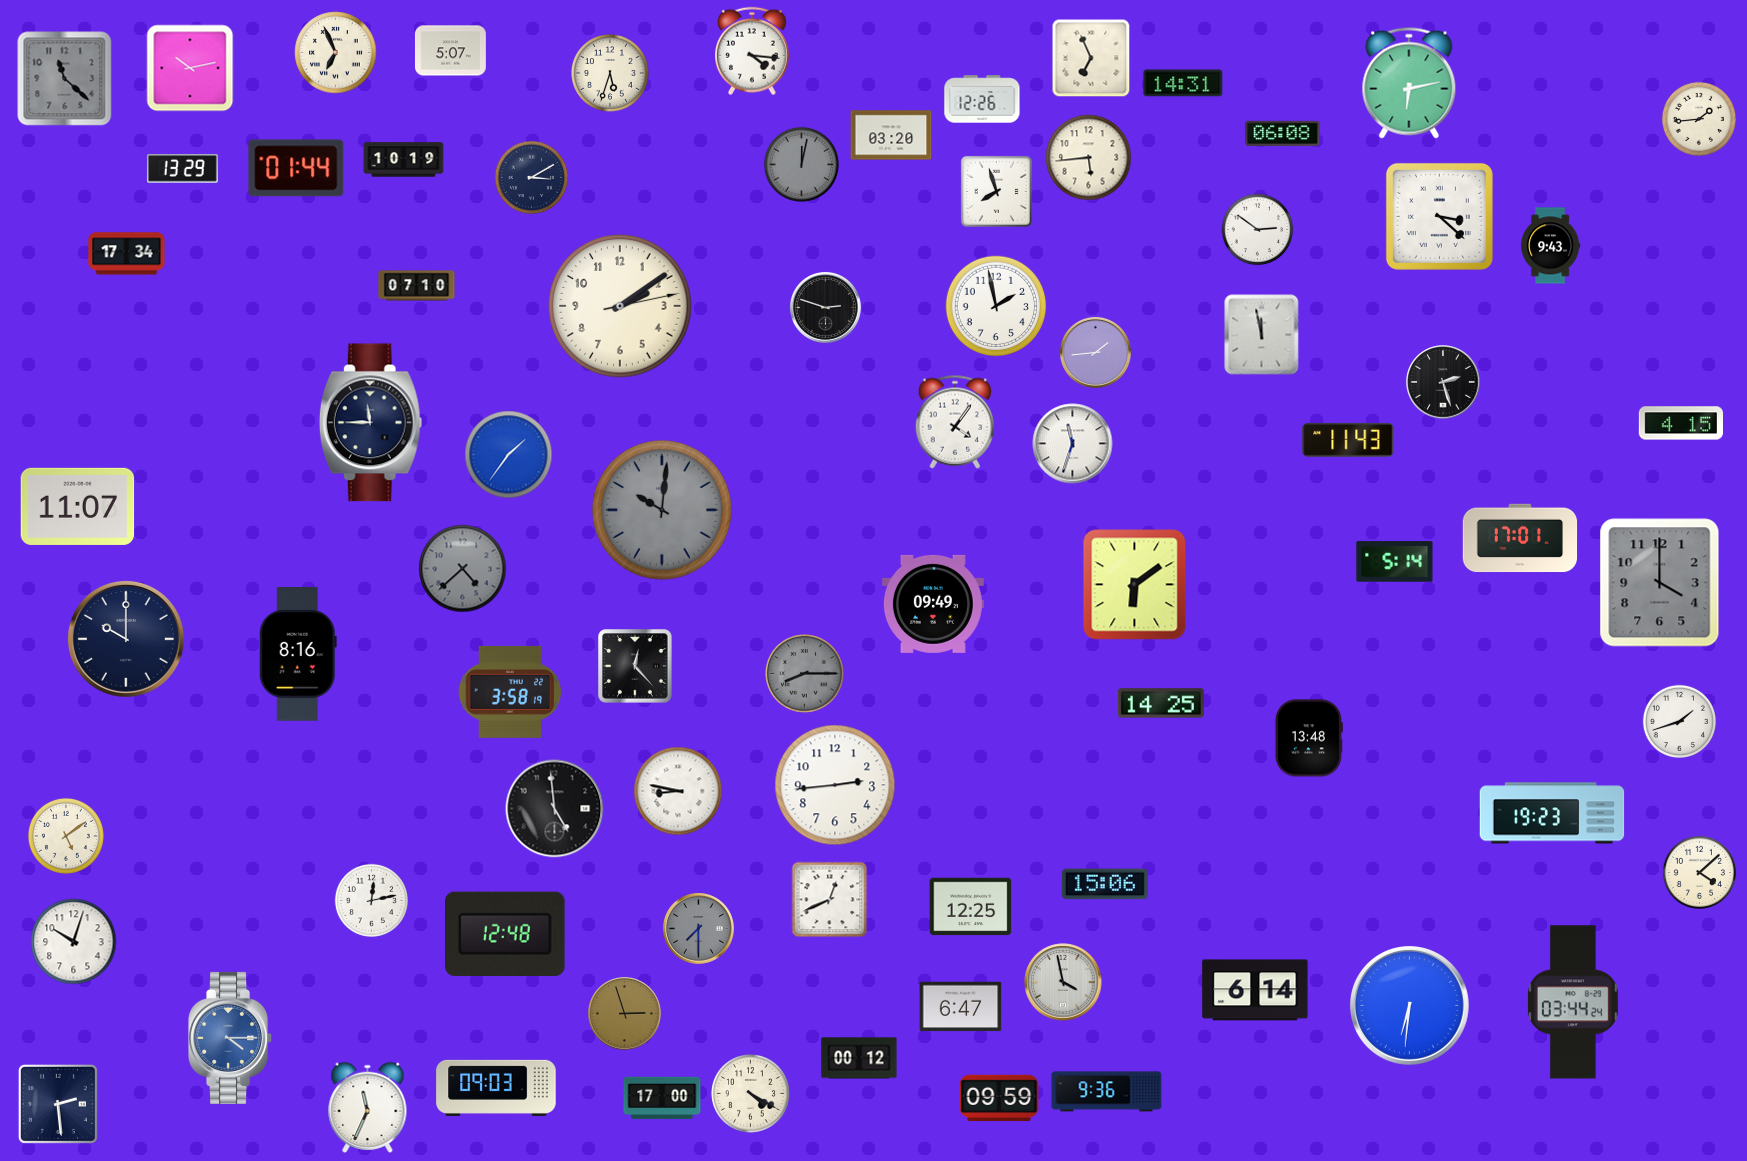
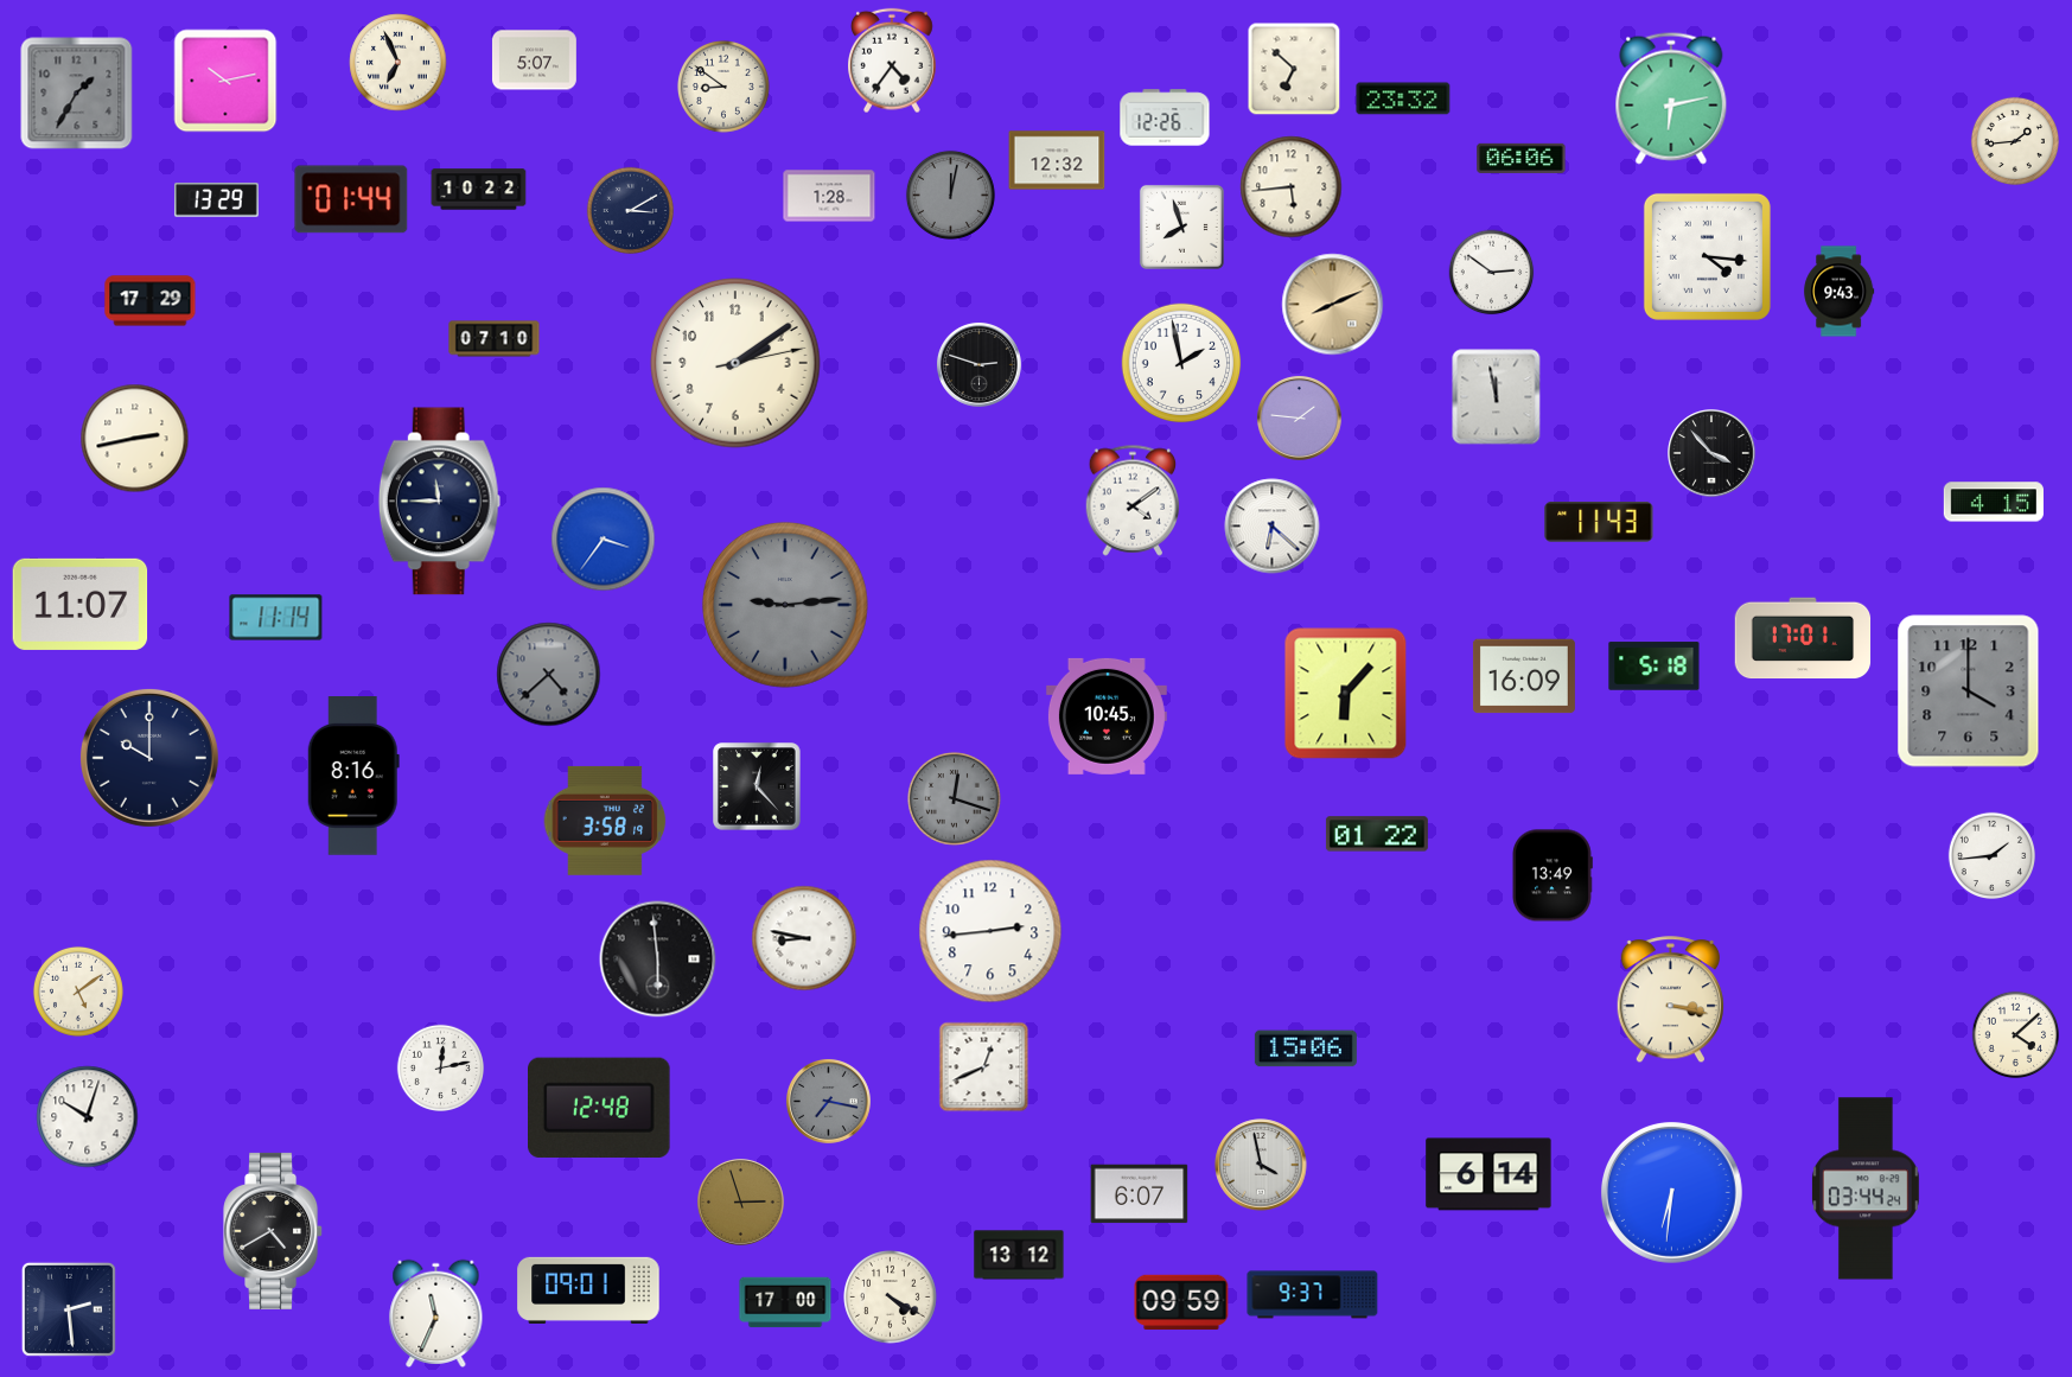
clock at (753, 51): 4:16 -> 4:36
clock at (1091, 58): 6:56 -> 6:52
clock at (610, 73): 5:33 -> 8:51
clock at (65, 79): 11:22 -> 1:35
clock at (1183, 83): 14:31 -> 23:32
clock at (1283, 133): 06:08 -> 06:06
clock at (891, 135): 03:20 -> 12:32
clock at (404, 160): 10:19 -> 10:22
clock at (829, 196): none -> 1:28
clock at (1439, 216): 3:22 -> 4:16
clock at (127, 254): 17:34 -> 17:29
clock at (1333, 305): none -> 8:11
clock at (1096, 353): 1:44 -> 1:46
clock at (135, 439): none -> 2:43
clock at (1443, 382): 2:27 -> 3:53
clock at (955, 422): 4:06 -> 4:09
clock at (1073, 444): 11:33 -> 6:22
clock at (509, 455): 1:36 -> 3:36
clock at (78, 506) position: (78, 506) -> (81, 604)
clock at (662, 510): 10:01 -> 9:14
clock at (276, 618): none -> 11:14
clock at (1395, 562): 5:14 -> 5:18
clock at (1524, 676): none -> 16:09
clock at (1135, 585): 6:09 -> 6:07
clock at (933, 604): 09:49 -> 10:45
clock at (635, 666) position: (635, 666) -> (757, 786)
clock at (805, 674): 8:15 -> 12:18
clock at (1161, 703): 14:25 -> 01:22
clock at (1679, 721): 1:42 -> 1:44
clock at (1308, 738): 13:48 -> 13:49
clock at (555, 809): 4:59 -> 5:59
clock at (1552, 813): 19:23 -> none
clock at (1670, 1000): none -> 3:17
clock at (1105, 884) position: (1105, 884) -> (1306, 1048)
clock at (971, 907): 12:25 -> none
clock at (699, 929): 7:30 -> 7:17
clock at (961, 1007): 6:47 -> 6:07
clock at (231, 1038): 4:15 -> 4:40
clock at (231, 1038) dial: blue -> black
clock at (859, 1058): 00:12 -> 13:12
clock at (496, 1088): 09:03 -> 09:01
clock at (1107, 1092): 9:36 -> 9:37
clock at (999, 1098) position: (999, 1098) -> (1181, 1302)
